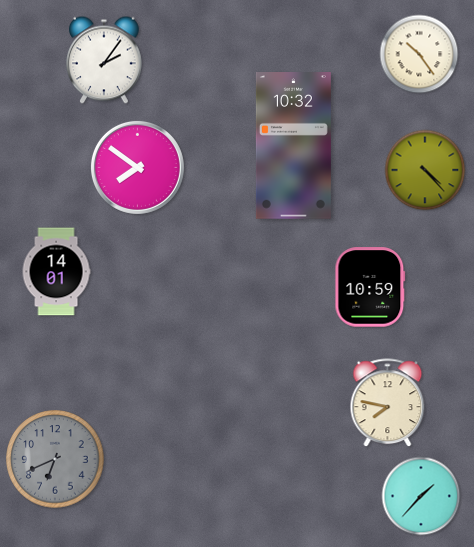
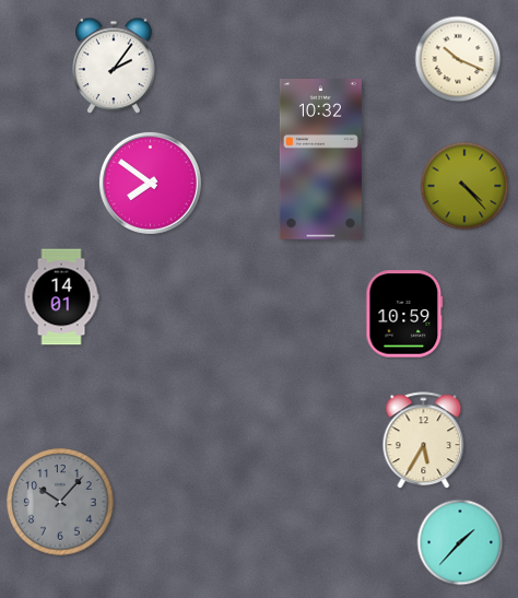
clock at (419, 54): 10:24 -> 10:19
clock at (388, 403): 7:47 -> 5:35
clock at (55, 459): 6:41 -> 10:07
